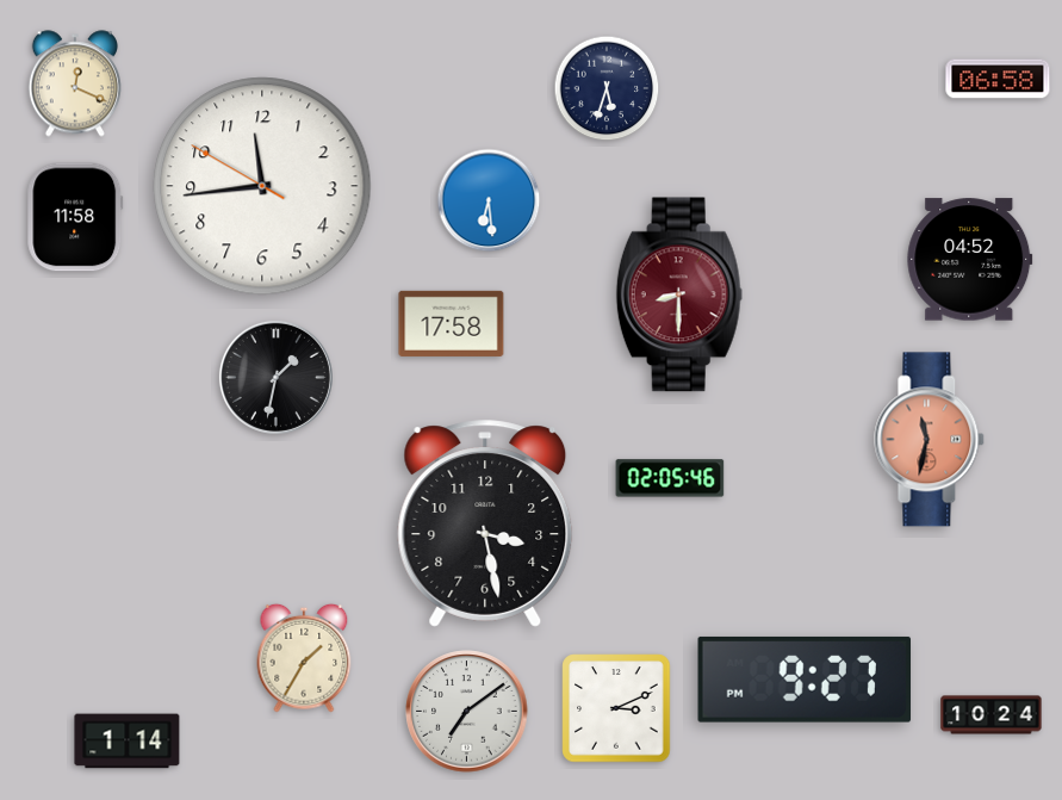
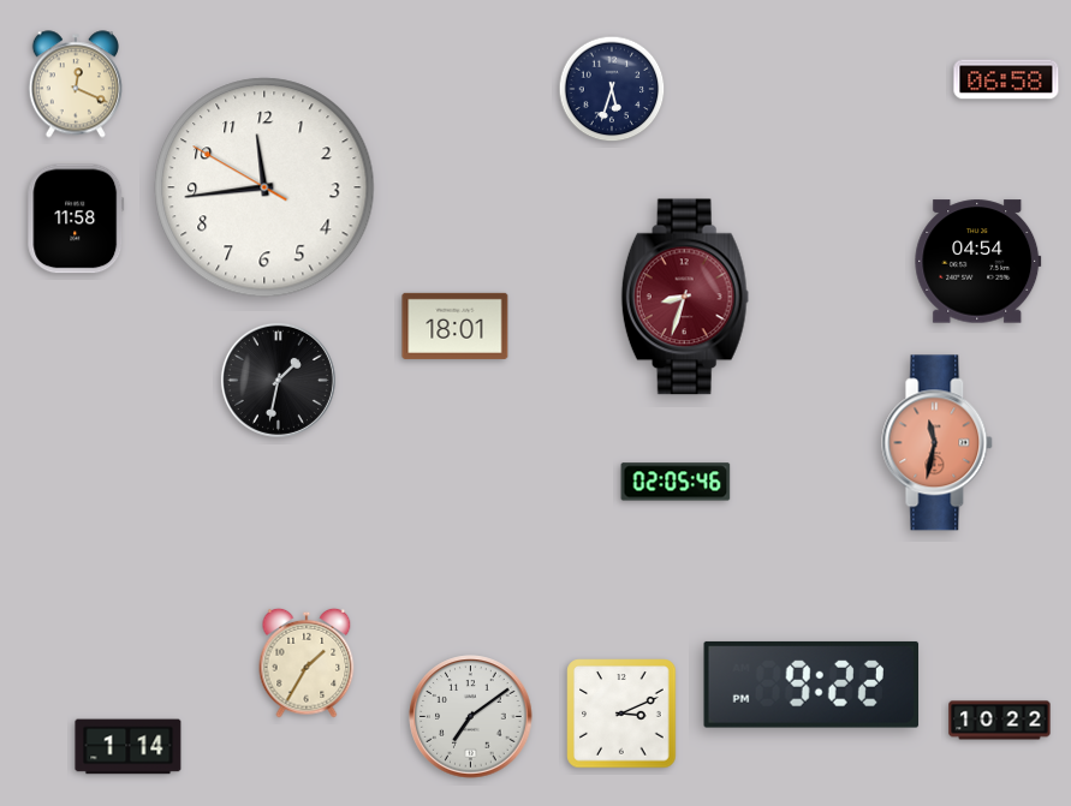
clock at (489, 200): 6:29 -> none
clock at (970, 260): 04:52 -> 04:54
clock at (679, 294): 8:30 -> 8:33
clock at (452, 323): 17:58 -> 18:01
clock at (485, 523): 3:28 -> none
clock at (805, 680): 9:27 -> 9:22
clock at (992, 715): 10:24 -> 10:22
